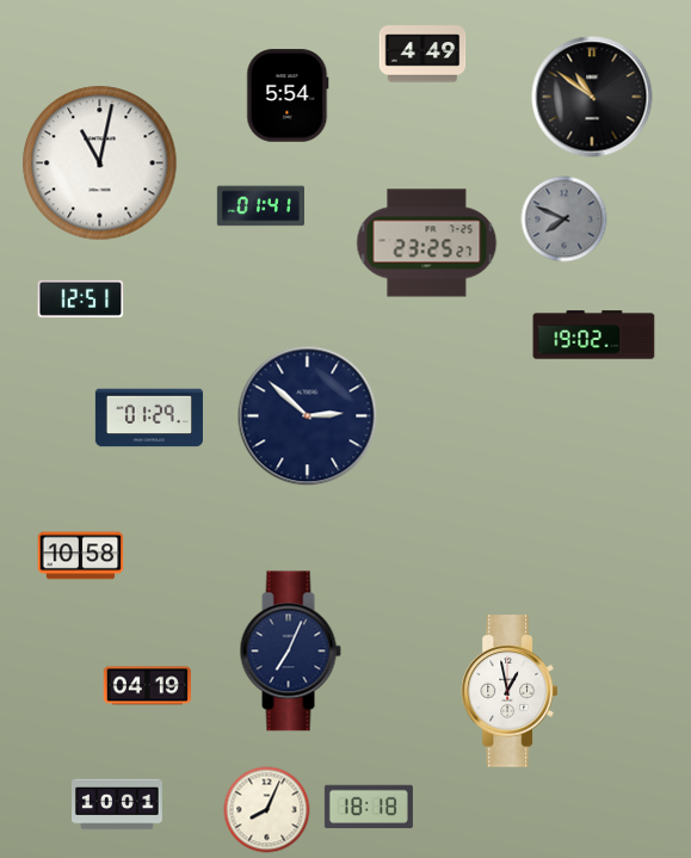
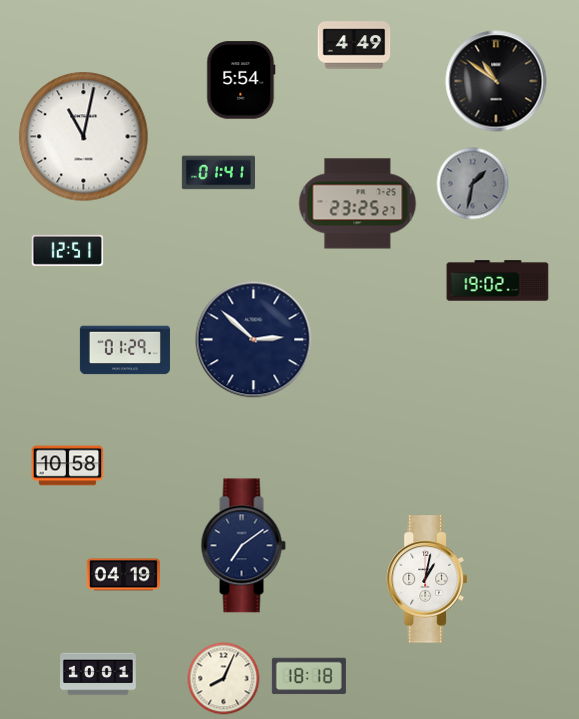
clock at (564, 220): 7:49 -> 1:32
clock at (308, 416) position: (308, 416) -> (254, 340)
clock at (290, 652): 7:04 -> 7:09
clock at (508, 691): 12:58 -> 1:02
